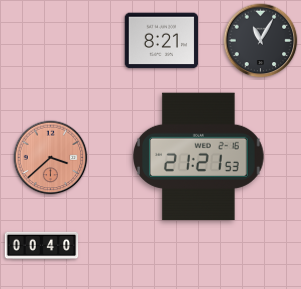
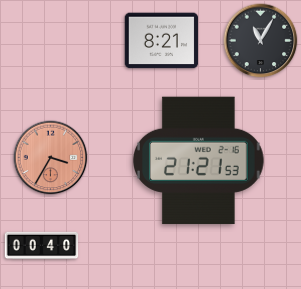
clock at (199, 157) position: (199, 157) -> (199, 161)
clock at (51, 158): 3:38 -> 3:35
